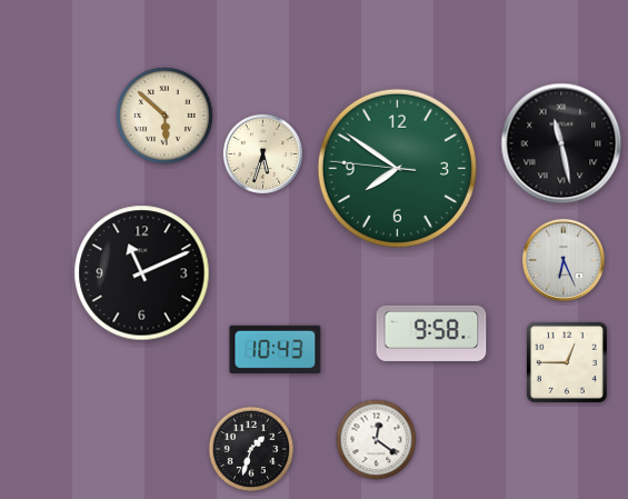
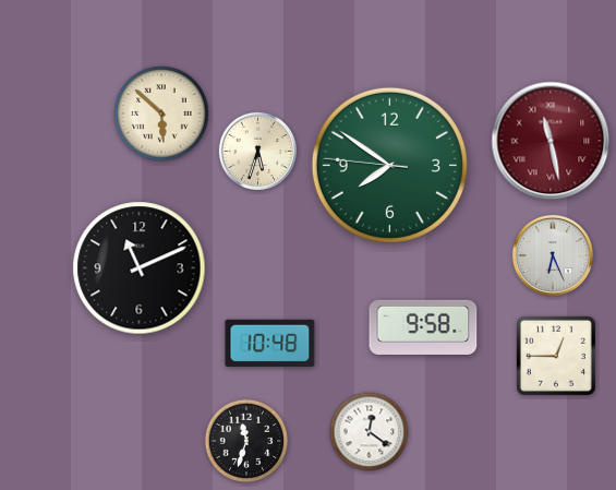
clock at (561, 143) dial: black -> burgundy
clock at (276, 349): 10:43 -> 10:48
clock at (251, 449): 1:33 -> 11:33
